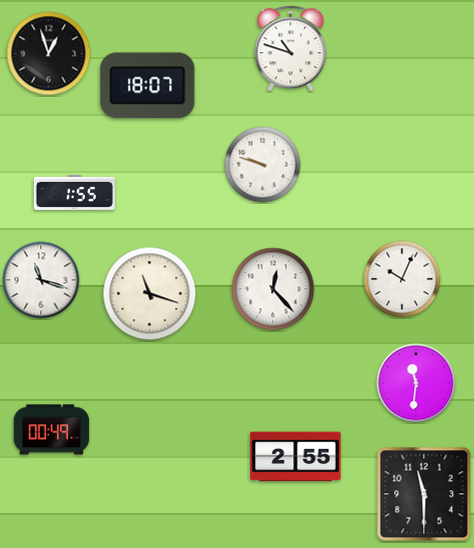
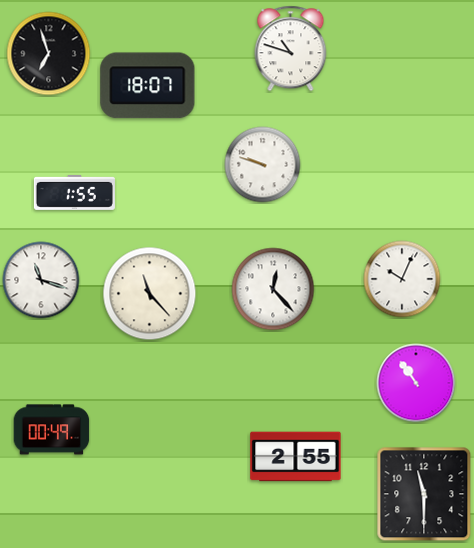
clock at (49, 54): 12:57 -> 6:57
clock at (150, 294): 11:18 -> 11:23
clock at (416, 383): 11:31 -> 10:54
